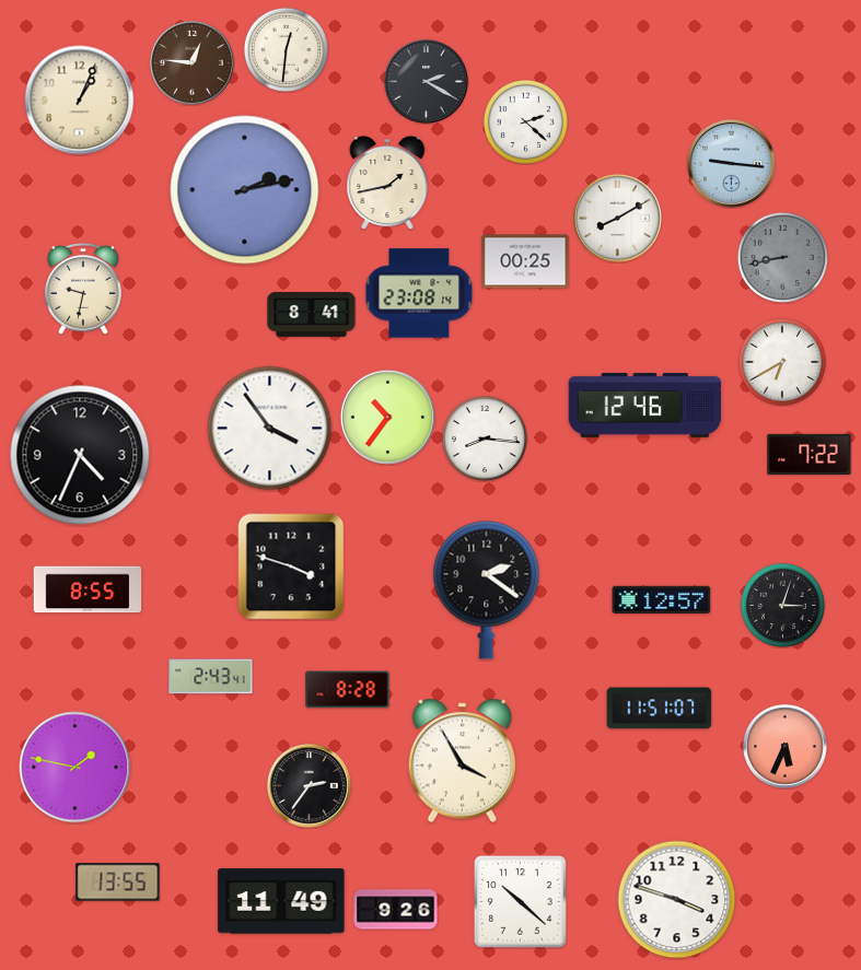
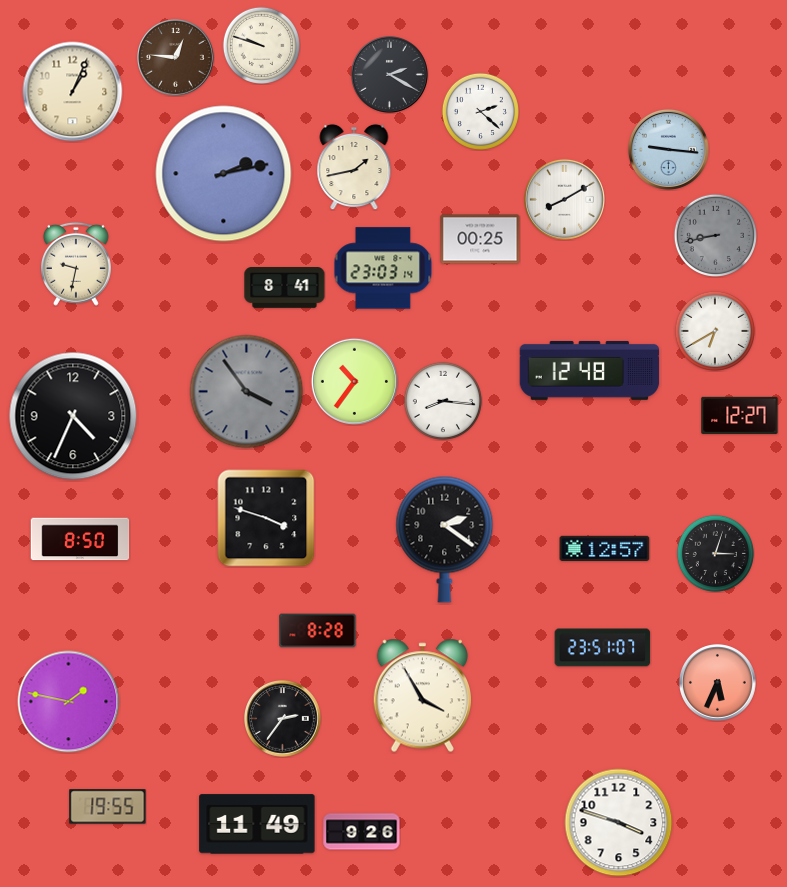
clock at (286, 49): 12:31 -> 9:48
clock at (419, 293): 23:08 -> 23:03
clock at (645, 405): 12:46 -> 12:48
clock at (270, 429) dial: white -> grey
clock at (810, 454): 7:22 -> 12:27
clock at (88, 589): 8:55 -> 8:50
clock at (211, 677): 2:43 -> none
clock at (660, 709): 11:51 -> 23:51
clock at (118, 883): 13:55 -> 19:55
clock at (521, 902): 10:22 -> none
